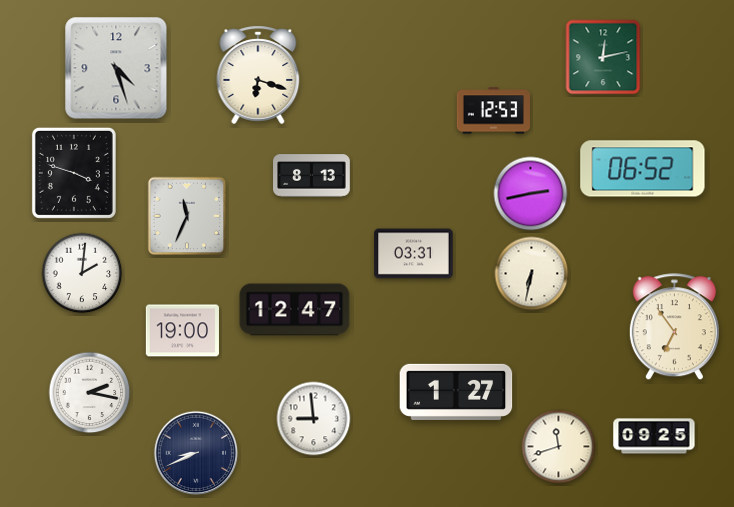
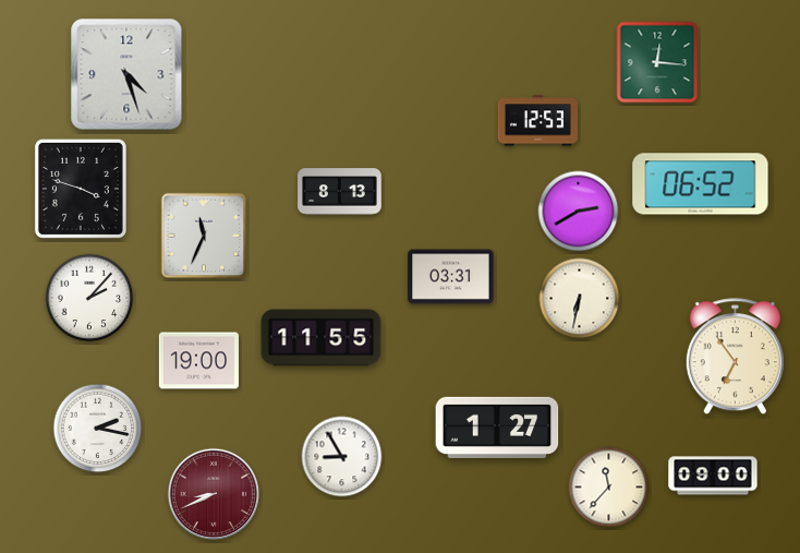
clock at (603, 57): 12:13 -> 12:16
clock at (258, 75): 6:18 -> none
clock at (531, 194): 2:43 -> 2:40
clock at (82, 273): 2:01 -> 2:07
clock at (295, 310): 12:47 -> 11:55
clock at (314, 419): 8:59 -> 8:55
clock at (654, 436): 09:25 -> 09:00
clock at (559, 447): 11:42 -> 11:37
clock at (196, 453) dial: navy -> burgundy
